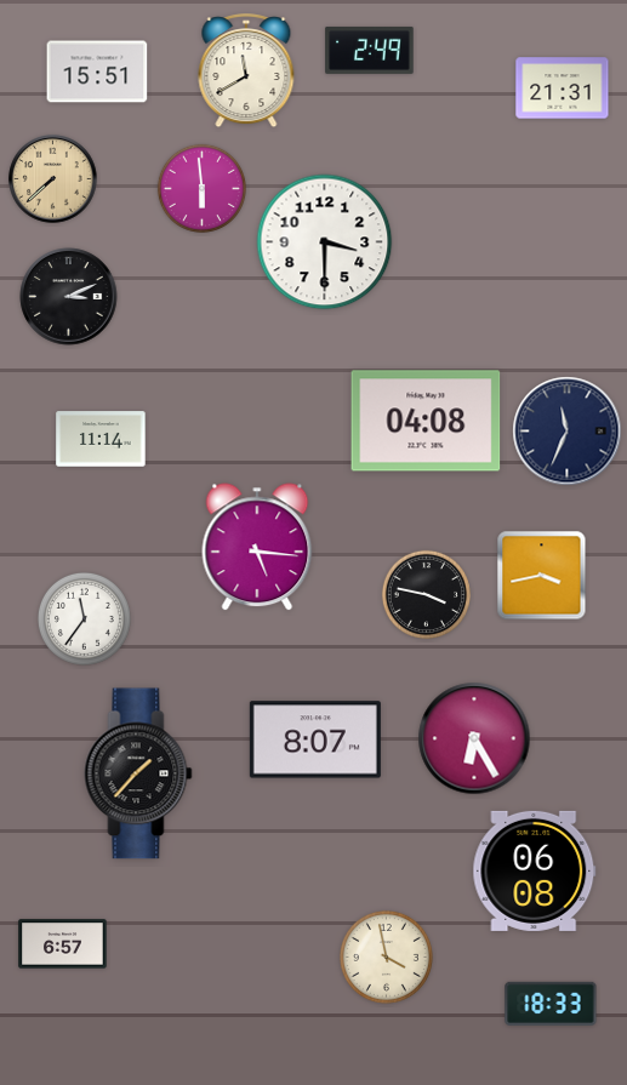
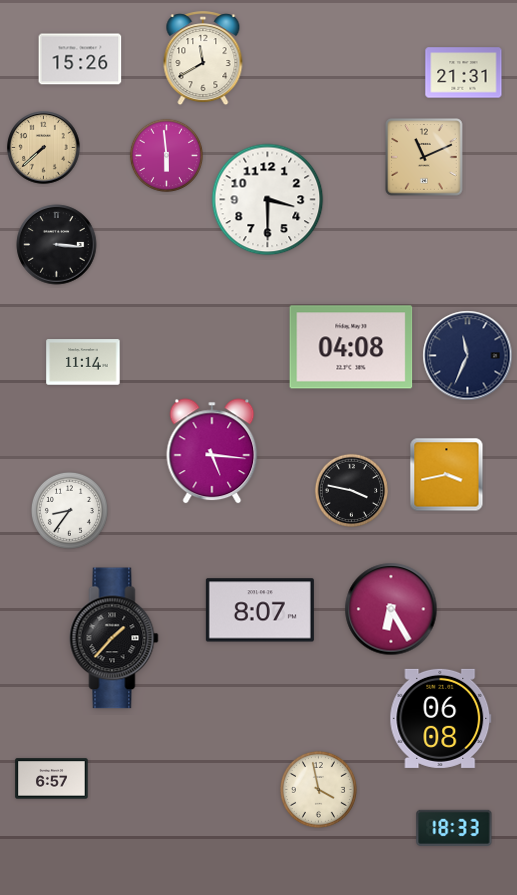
clock at (370, 50): 2:49 -> none
clock at (97, 72): 15:51 -> 15:26
clock at (424, 157): none -> 11:11
clock at (69, 297): 3:11 -> 3:16
clock at (84, 618): 11:36 -> 8:36
